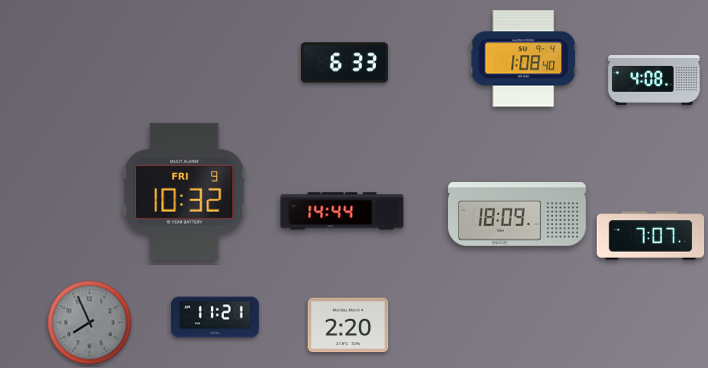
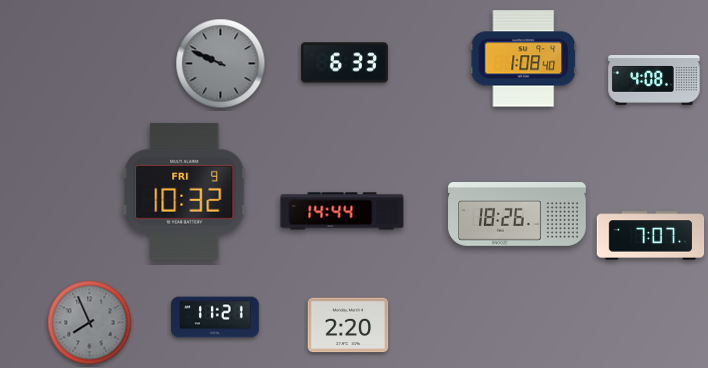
clock at (221, 64): none -> 9:49
clock at (517, 215): 18:09 -> 18:26
